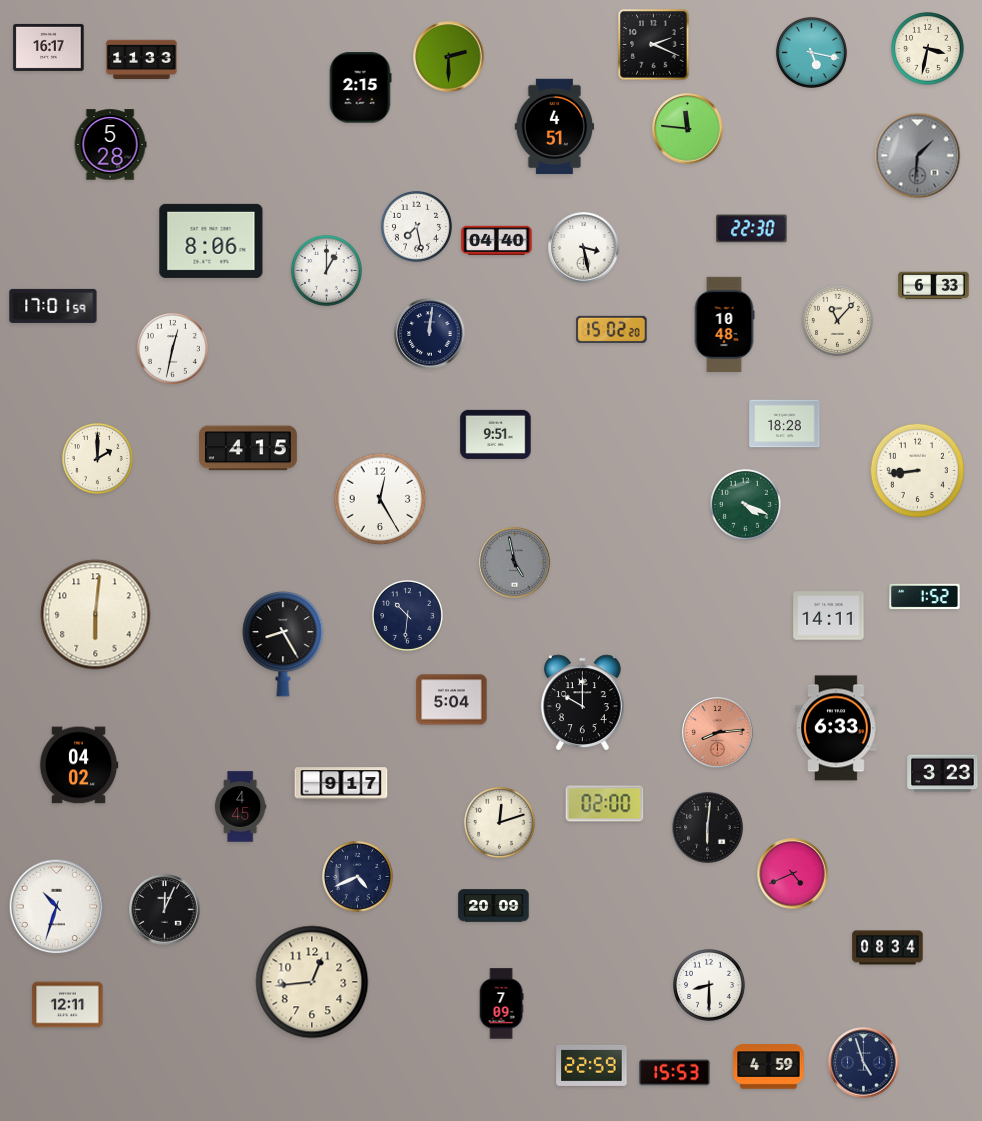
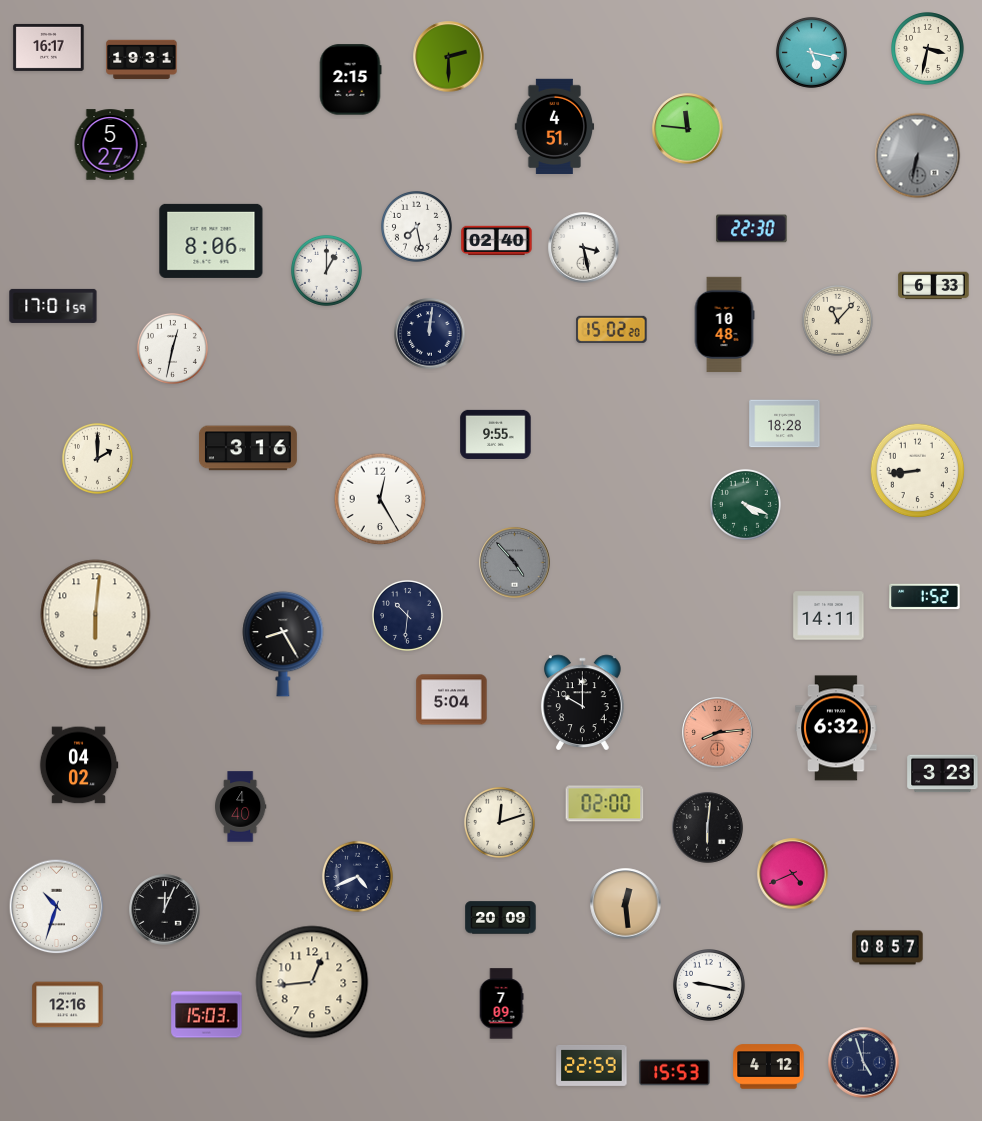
clock at (654, 45): 2:19 -> none
clock at (142, 60): 11:33 -> 19:31
clock at (360, 88) position: (360, 88) -> (350, 80)
clock at (110, 145): 5:28 -> 5:27
clock at (918, 156): 1:31 -> 6:32
clock at (497, 241): 04:40 -> 02:40
clock at (496, 434): 9:51 -> 9:55
clock at (248, 448): 4:15 -> 3:16
clock at (515, 563): 4:58 -> 4:53
clock at (836, 728): 6:33 -> 6:32
clock at (341, 784): 9:17 -> none
clock at (241, 807): 4:45 -> 4:40
clock at (626, 904): none -> 12:29
clock at (494, 906) position: (494, 906) -> (501, 918)
clock at (888, 948): 08:34 -> 08:57
clock at (710, 986): 8:30 -> 9:17
clock at (68, 1005): 12:11 -> 12:16
clock at (207, 1015): none -> 15:03
clock at (769, 1067): 4:59 -> 4:12
